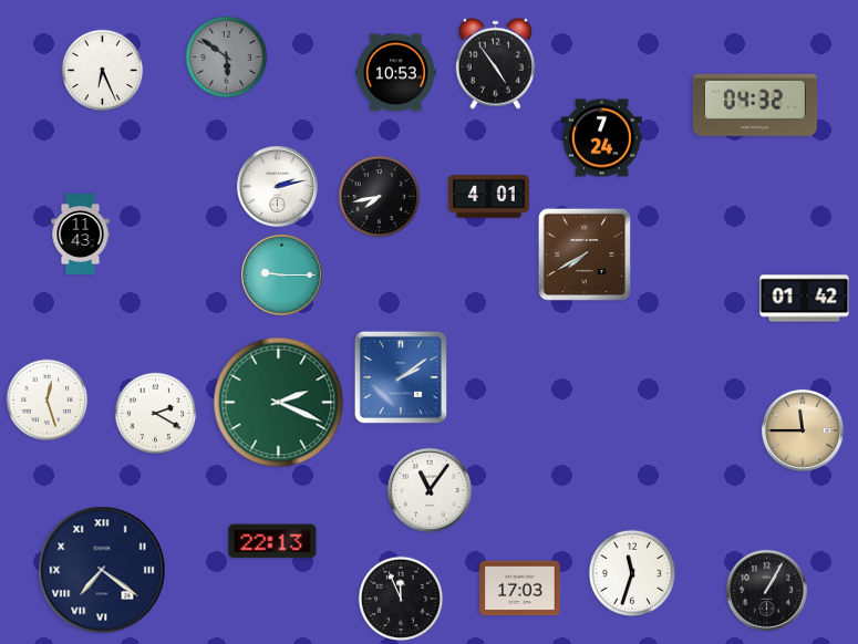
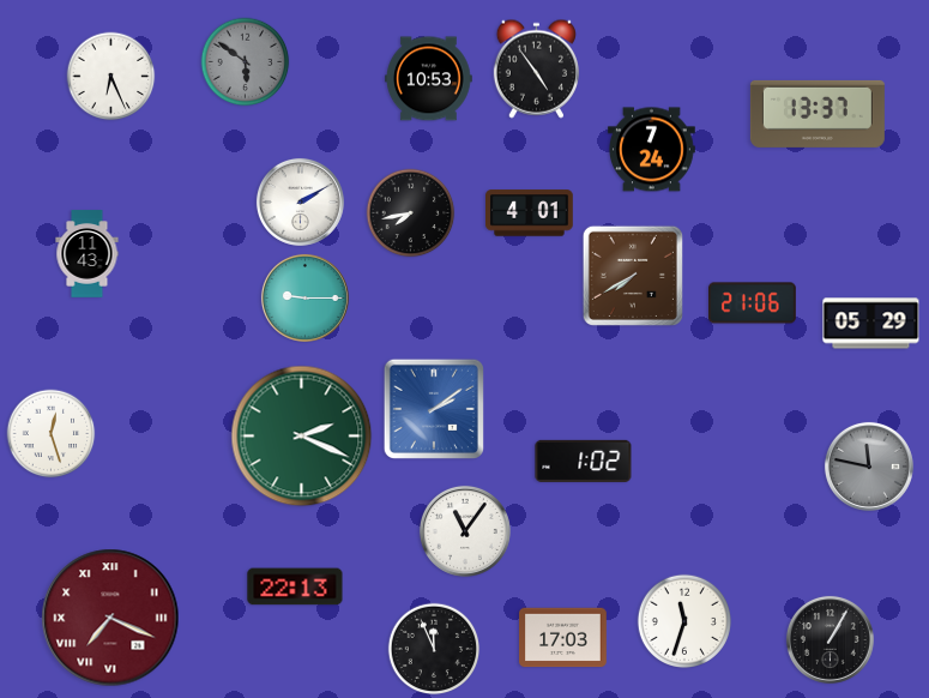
clock at (755, 105): 04:32 -> 13:37
clock at (277, 186): 2:13 -> 2:10
clock at (753, 303): none -> 21:06
clock at (805, 299): 01:42 -> 05:29
clock at (156, 414): 2:20 -> none
clock at (584, 461): none -> 1:02
clock at (803, 430): 11:45 -> 11:47
clock at (803, 430) dial: champagne -> grey
clock at (102, 570): 7:21 -> 7:19
clock at (102, 570) dial: navy -> burgundy
